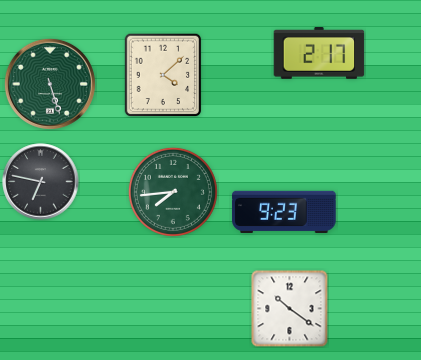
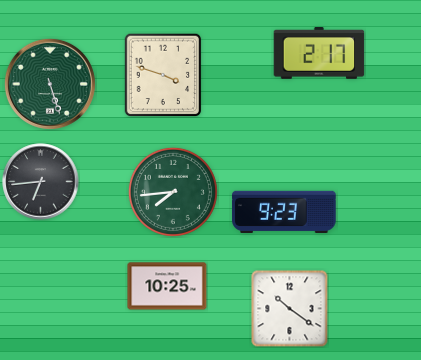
clock at (163, 75): 4:08 -> 3:48
clock at (41, 182): 6:47 -> 6:44
clock at (167, 286): none -> 10:25
